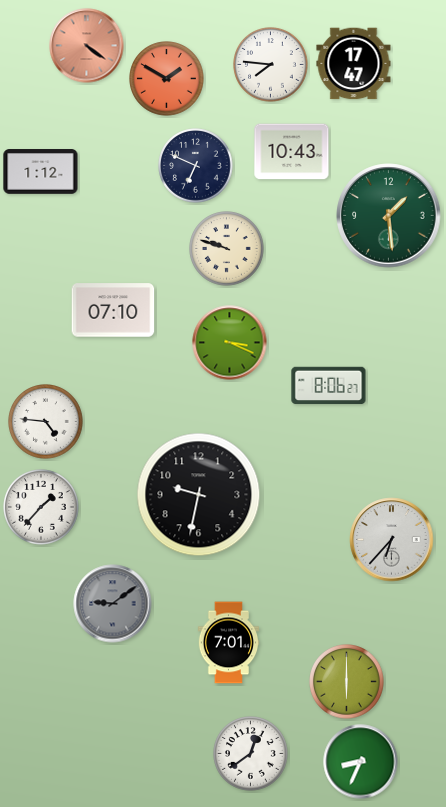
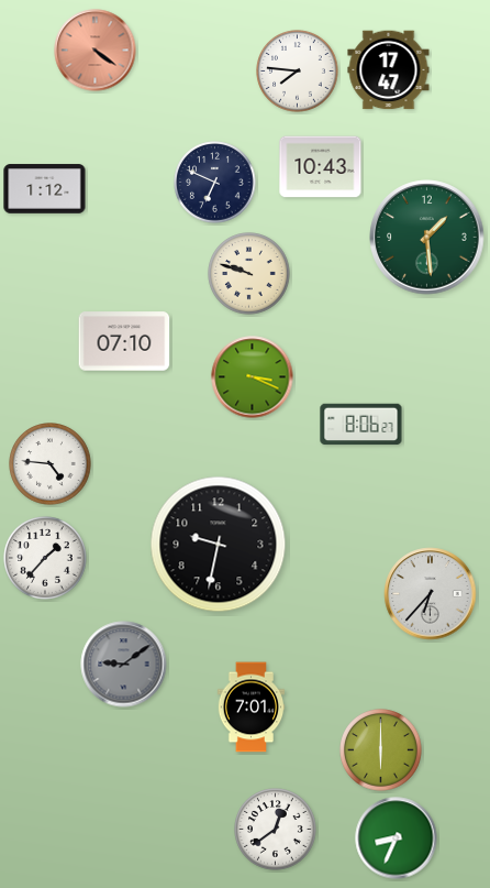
clock at (167, 79): 1:50 -> none
